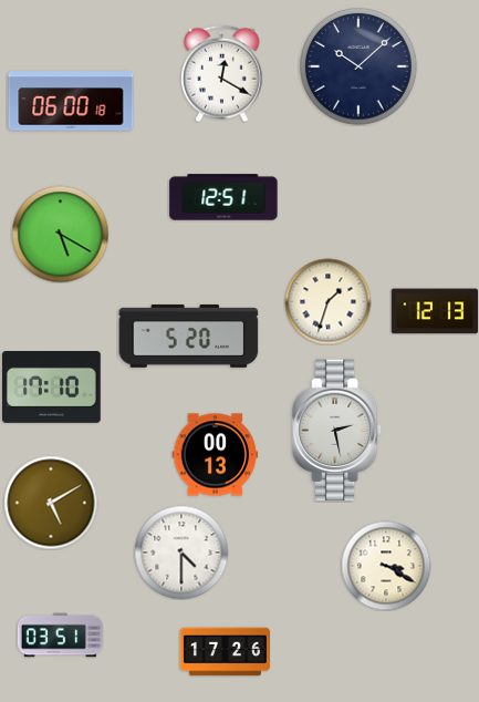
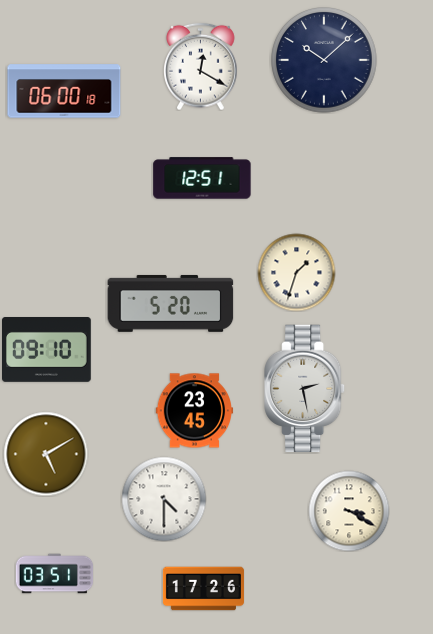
clock at (60, 234): 5:20 -> none
clock at (434, 311): 12:13 -> none
clock at (52, 388): 17:10 -> 09:10
clock at (215, 455): 00:13 -> 23:45
